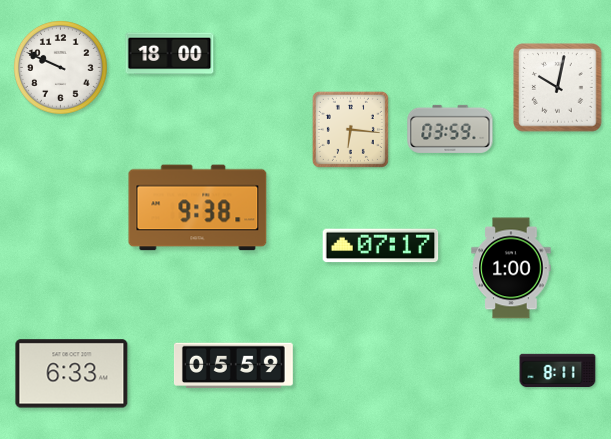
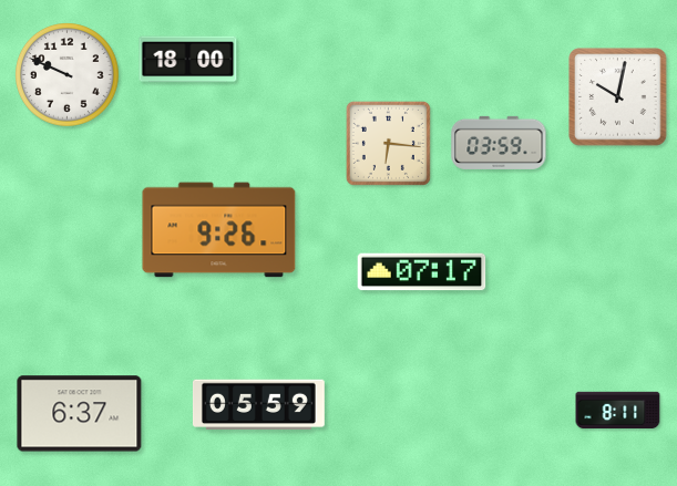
clock at (198, 208): 9:38 -> 9:26
clock at (511, 268): 1:00 -> none
clock at (72, 374): 6:33 -> 6:37
